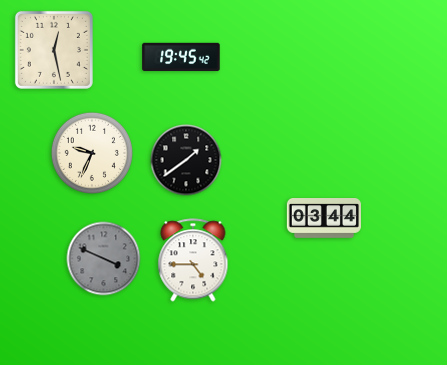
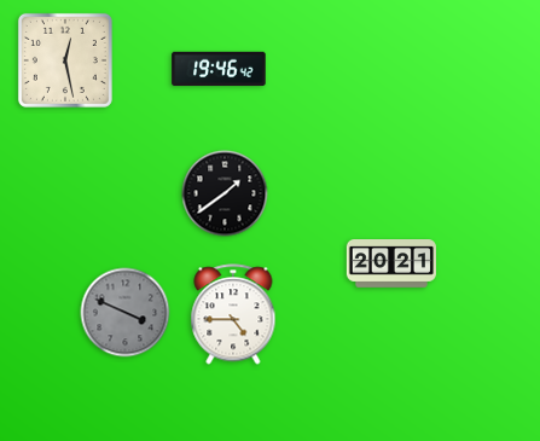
clock at (181, 57): 19:45 -> 19:46
clock at (92, 153): 9:34 -> none
clock at (324, 218): 03:44 -> 20:21
